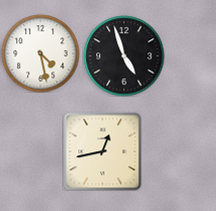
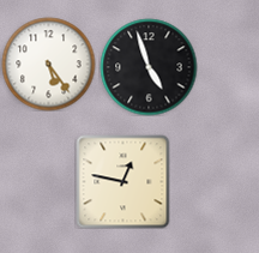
clock at (40, 53): 4:28 -> 5:24
clock at (102, 151): 12:43 -> 12:47
